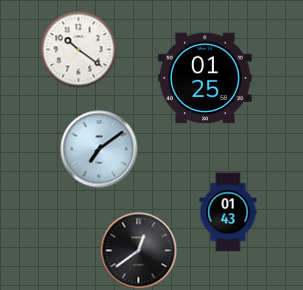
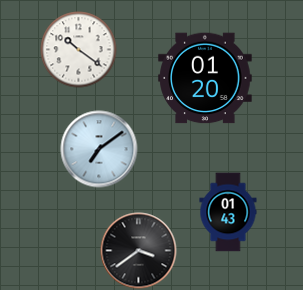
clock at (205, 78): 01:25 -> 01:20
clock at (139, 251): 12:39 -> 3:39
